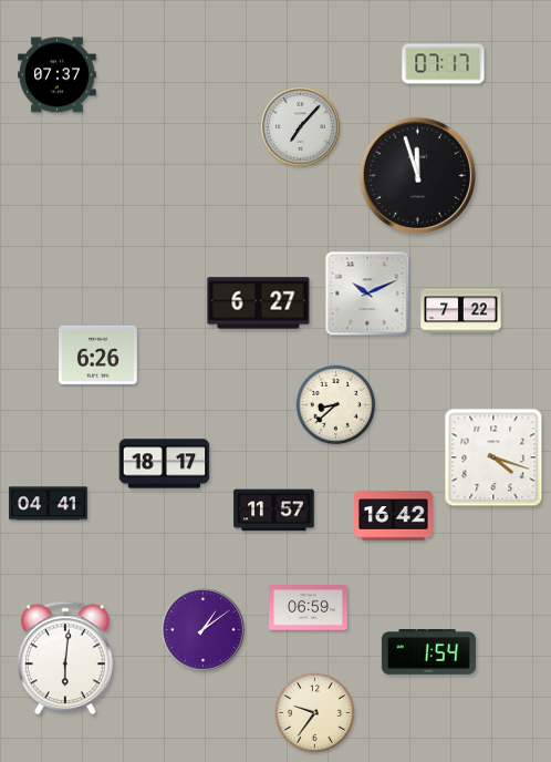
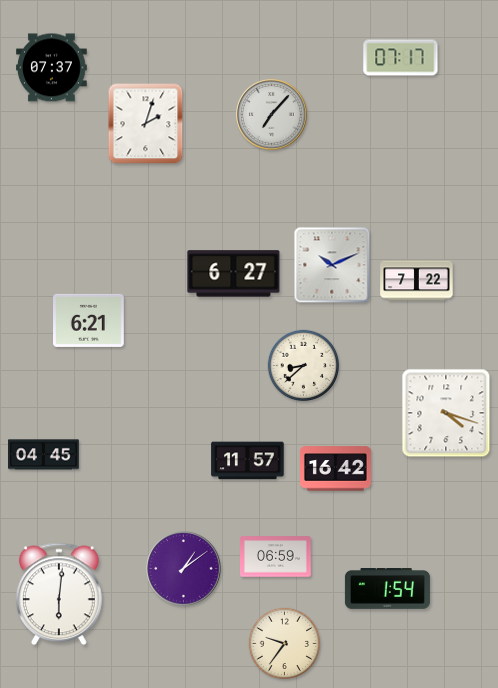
clock at (146, 124): none -> 2:03
clock at (418, 176): 11:57 -> none
clock at (98, 354): 6:26 -> 6:21
clock at (165, 464): 18:17 -> none
clock at (49, 504): 04:41 -> 04:45
clock at (394, 516) position: (394, 516) -> (336, 469)
clock at (309, 608) position: (309, 608) -> (276, 557)
